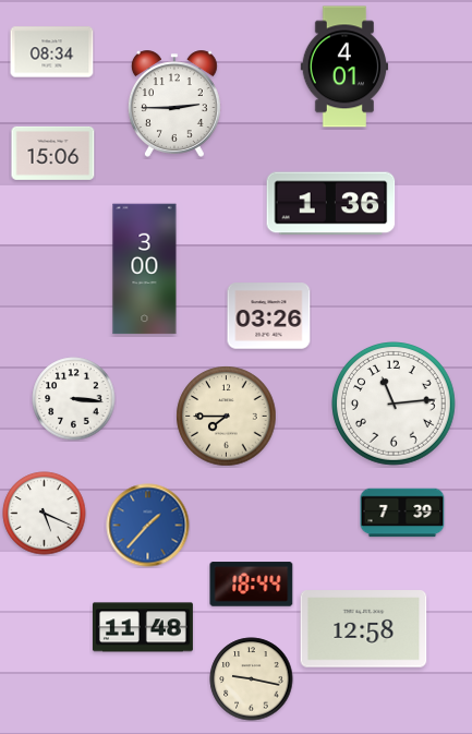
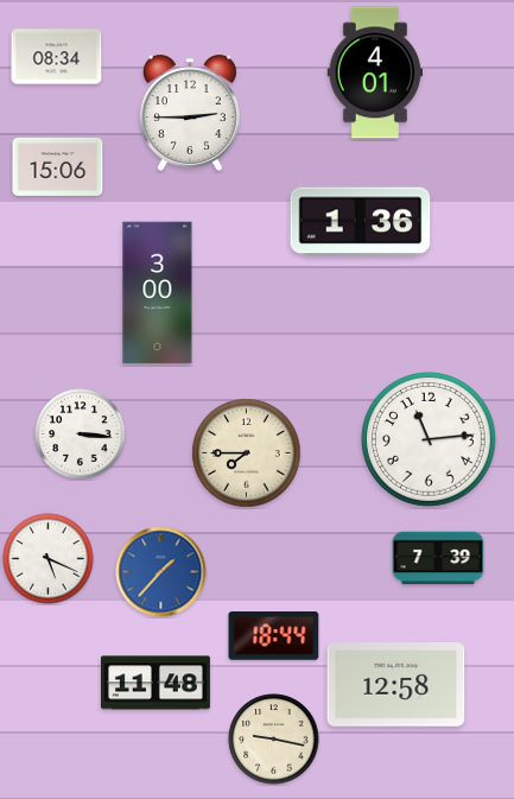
clock at (269, 316): 03:26 -> none
